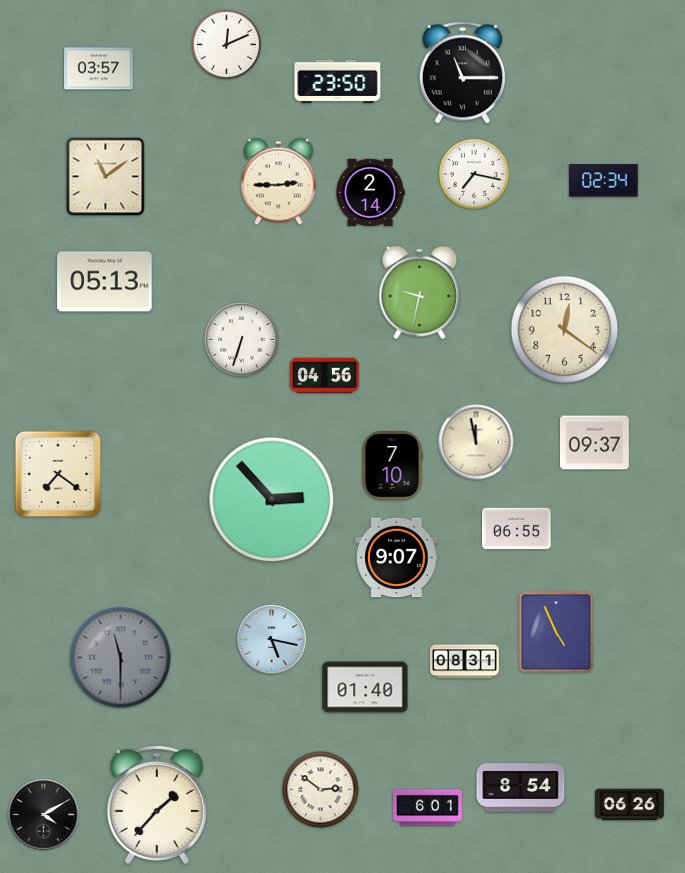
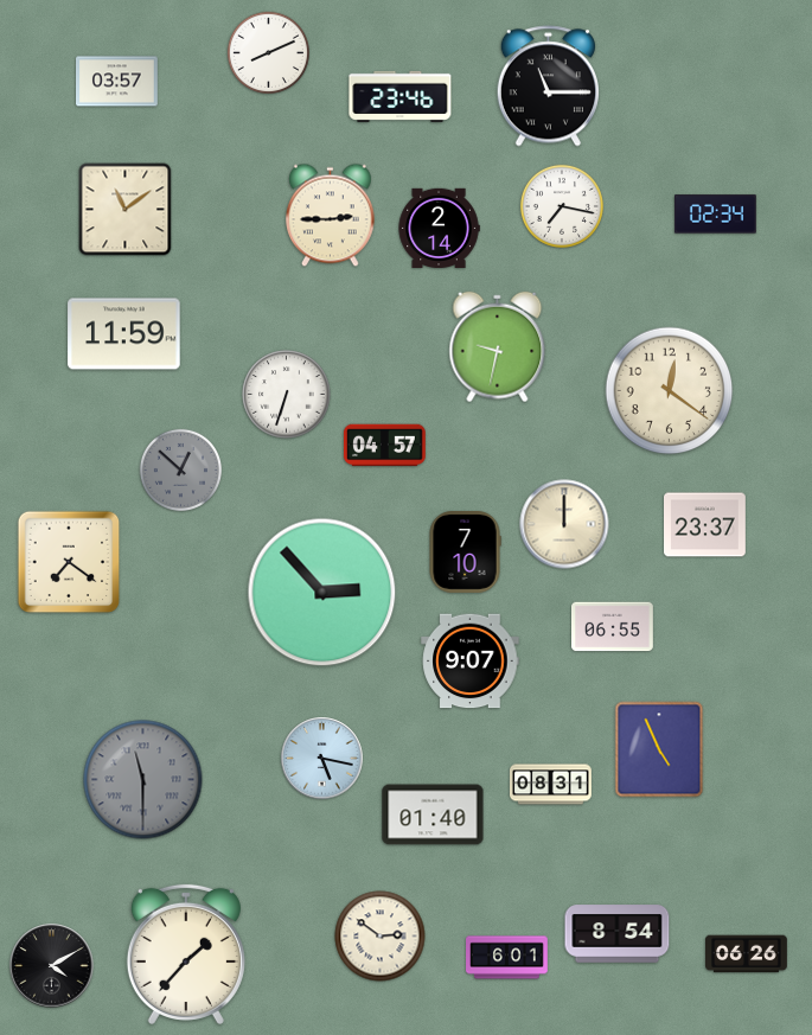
clock at (226, 44): 12:11 -> 8:11
clock at (338, 81): 23:50 -> 23:46
clock at (105, 282): 05:13 -> 11:59
clock at (242, 340) position: (242, 340) -> (287, 395)
clock at (325, 376): 04:56 -> 04:57
clock at (180, 469): none -> 12:52
clock at (476, 442): 11:58 -> 12:00
clock at (595, 443): 09:37 -> 23:37
